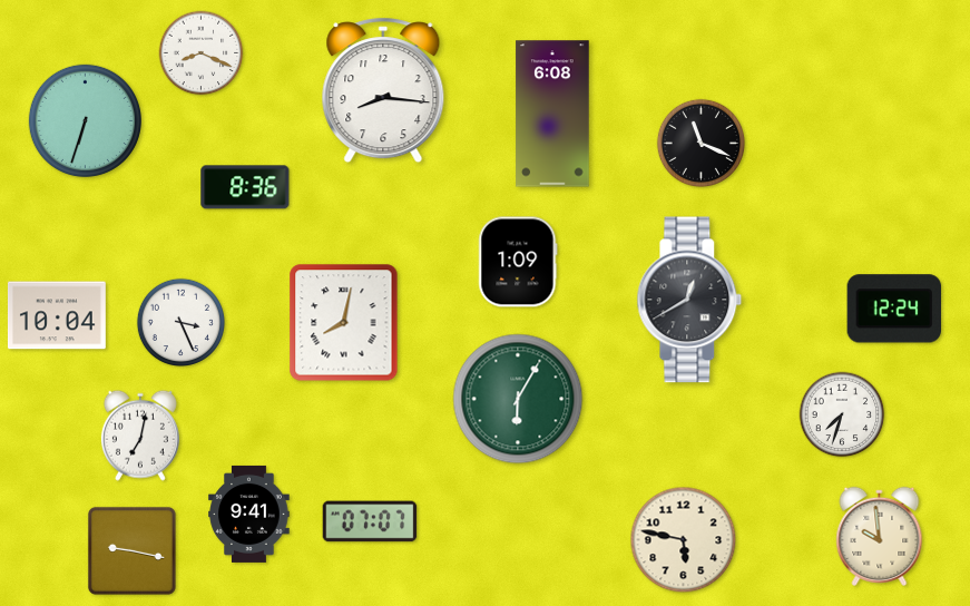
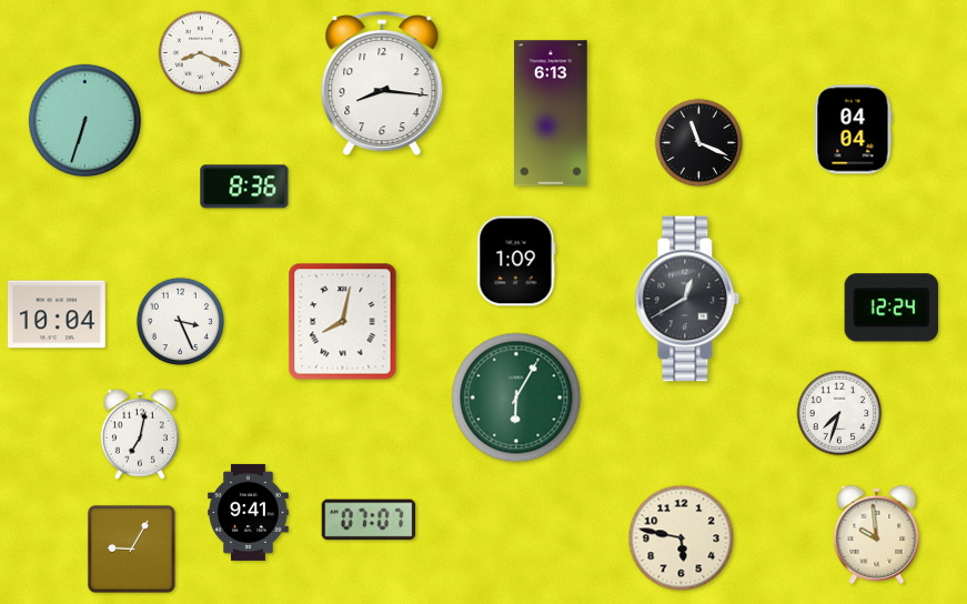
clock at (383, 90) position: (383, 90) -> (382, 83)
clock at (552, 114): 6:08 -> 6:13
clock at (853, 130): none -> 04:04
clock at (131, 550): 9:17 -> 9:05
